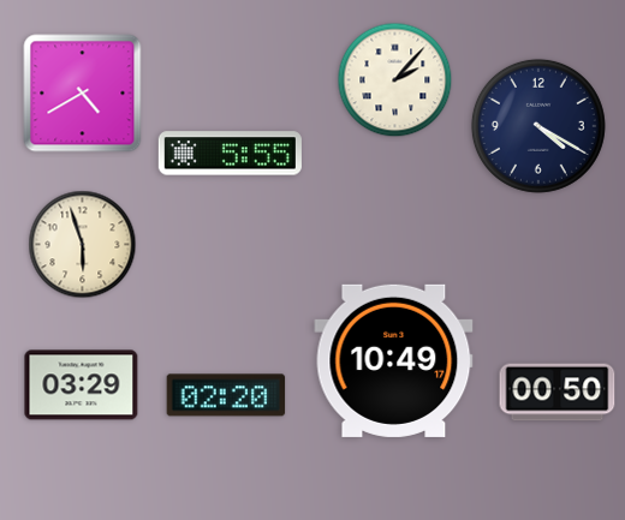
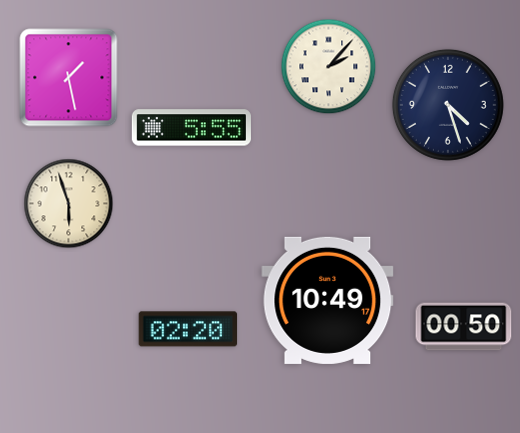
clock at (83, 94): 4:40 -> 1:28
clock at (538, 126): 4:20 -> 4:27
clock at (82, 385): 03:29 -> none
